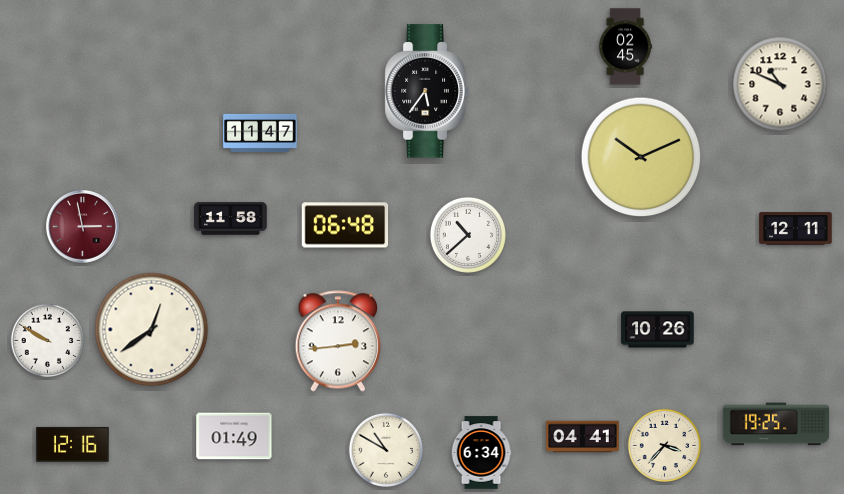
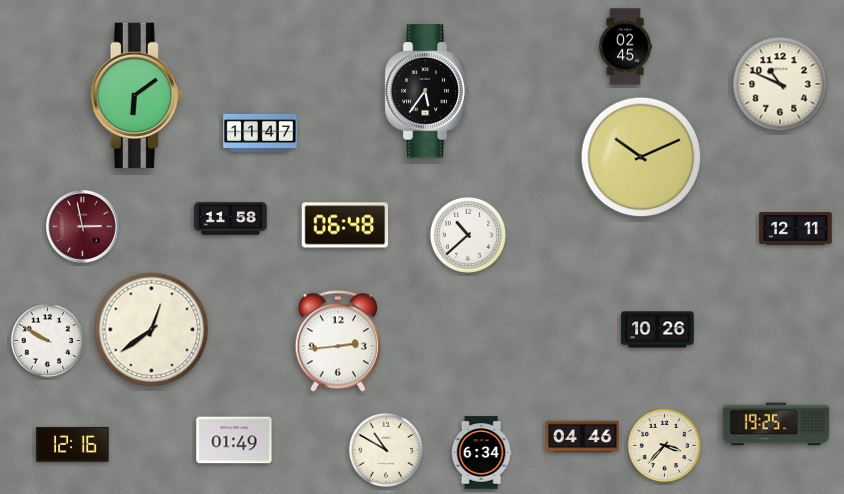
clock at (136, 96): none -> 6:09
clock at (234, 436) position: (234, 436) -> (234, 440)
clock at (583, 437): 04:41 -> 04:46
